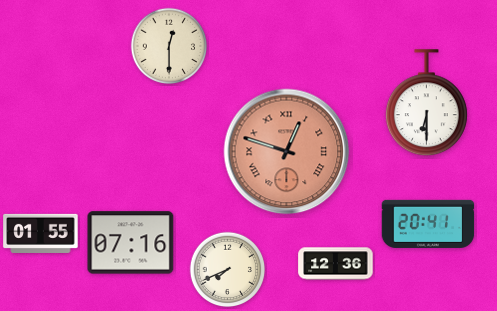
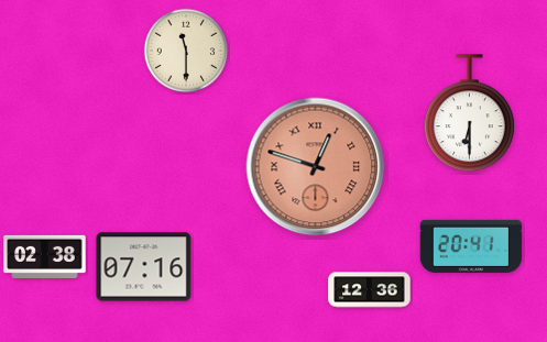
clock at (169, 46): 12:30 -> 11:30
clock at (41, 233): 01:55 -> 02:38
clock at (228, 270): 7:41 -> none
